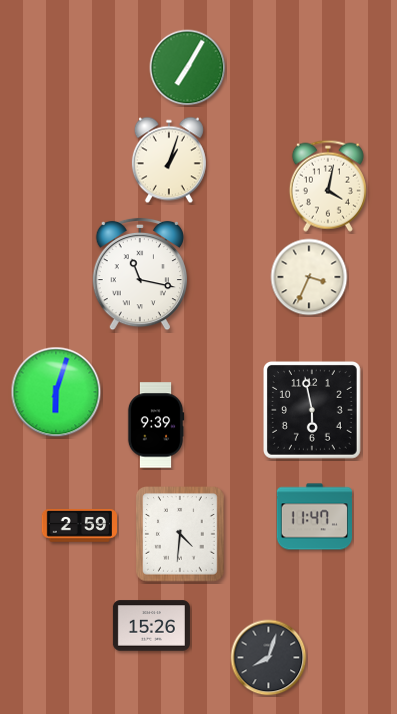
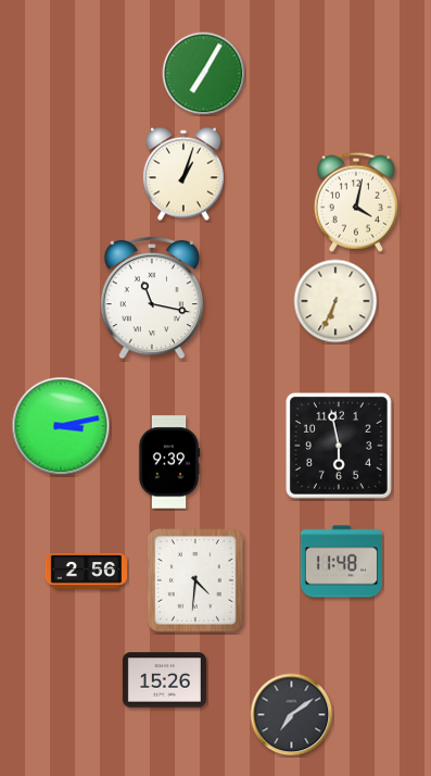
clock at (309, 277): 3:34 -> 6:34
clock at (56, 392): 6:03 -> 3:13
clock at (314, 517): 11:47 -> 11:48
clock at (79, 526): 2:59 -> 2:56
clock at (269, 658): 8:03 -> 7:09
